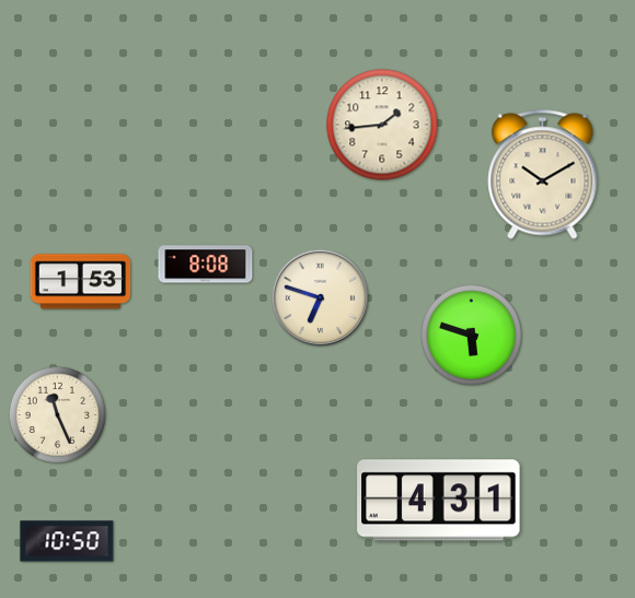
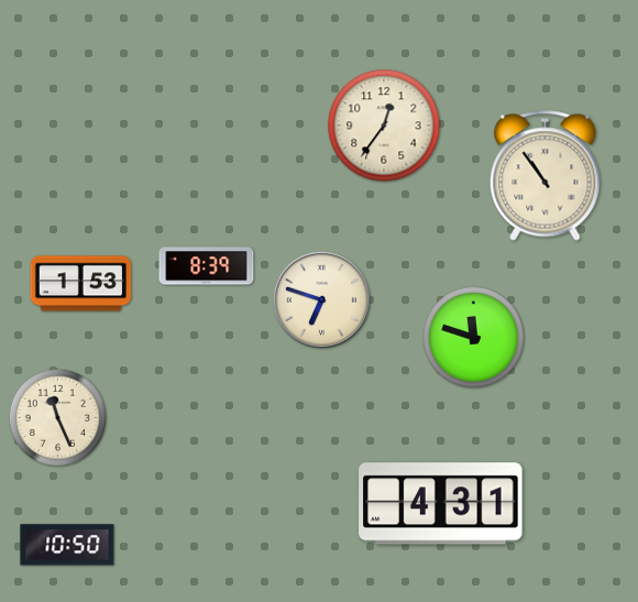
clock at (382, 125): 1:44 -> 12:36
clock at (543, 175): 10:10 -> 10:54
clock at (206, 265): 8:08 -> 8:39
clock at (471, 335): 5:48 -> 11:48
